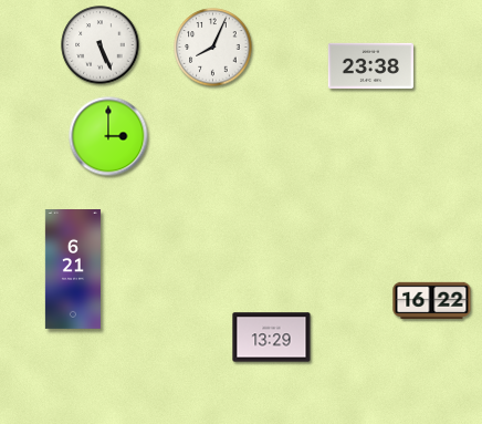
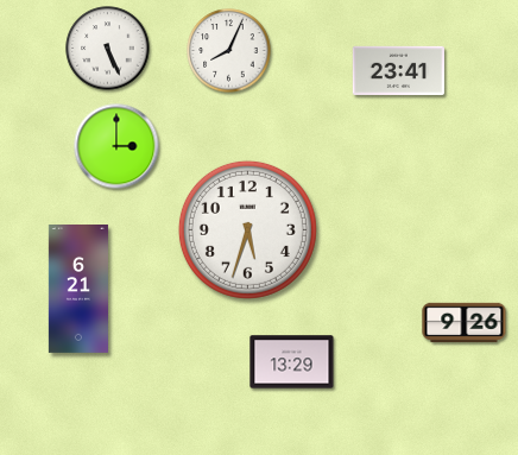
clock at (370, 65): 23:38 -> 23:41
clock at (247, 229): none -> 5:33
clock at (432, 301): 16:22 -> 9:26
